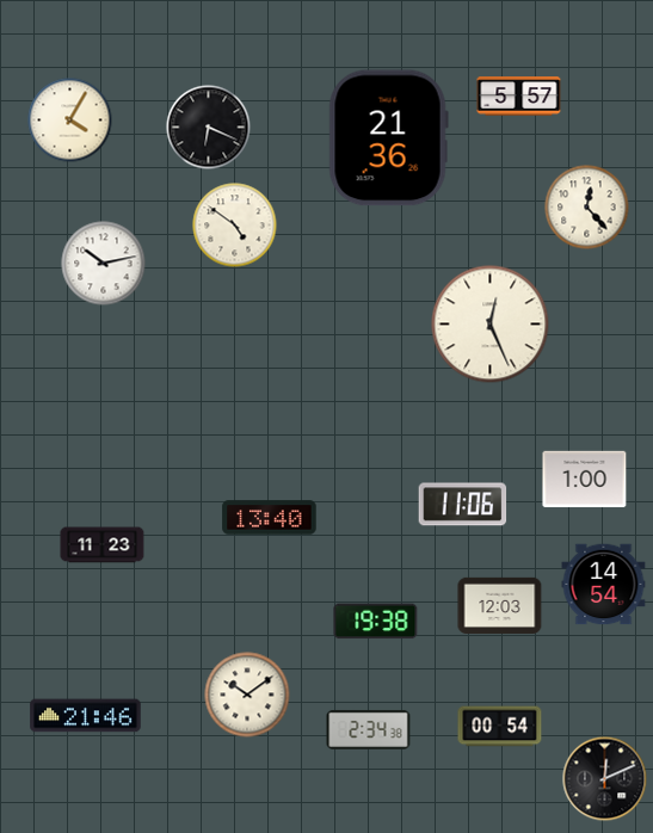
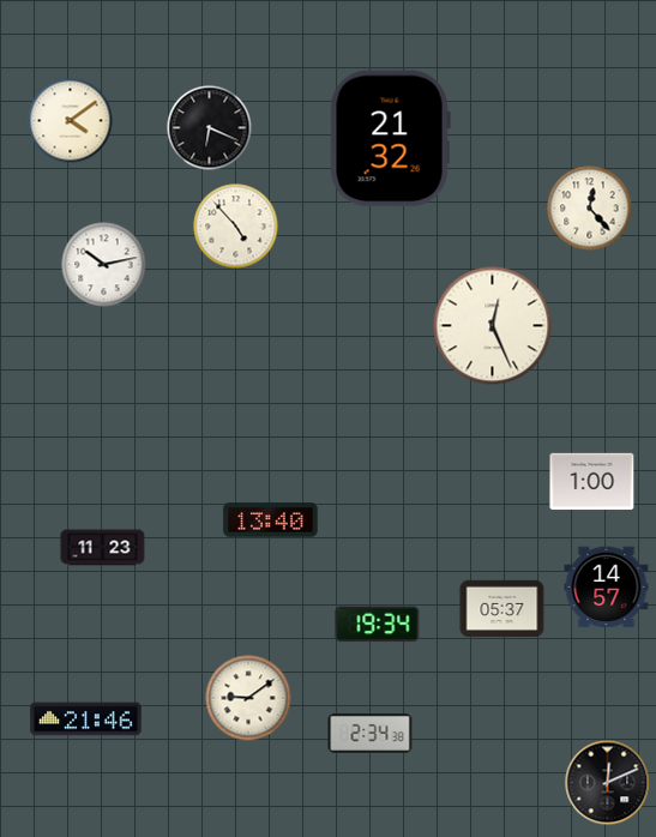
clock at (519, 97): 5:57 -> none
clock at (70, 121): 4:05 -> 4:09
clock at (388, 138): 21:36 -> 21:32
clock at (235, 226): 4:51 -> 4:53
clock at (585, 480) position: (585, 480) -> (592, 482)
clock at (463, 505): 11:06 -> none
clock at (604, 585): 14:54 -> 14:57
clock at (500, 605): 12:03 -> 05:37
clock at (376, 622): 19:38 -> 19:34
clock at (247, 695): 10:09 -> 9:09
clock at (500, 727): 00:54 -> none
